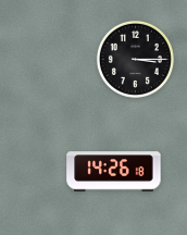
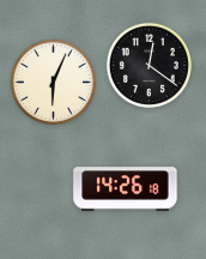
clock at (135, 59): 3:15 -> 12:21
clock at (53, 82): none -> 6:04
